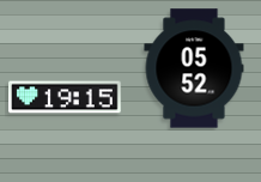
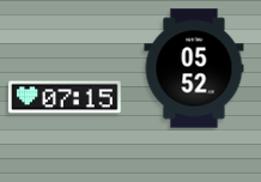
clock at (65, 97): 19:15 -> 07:15
